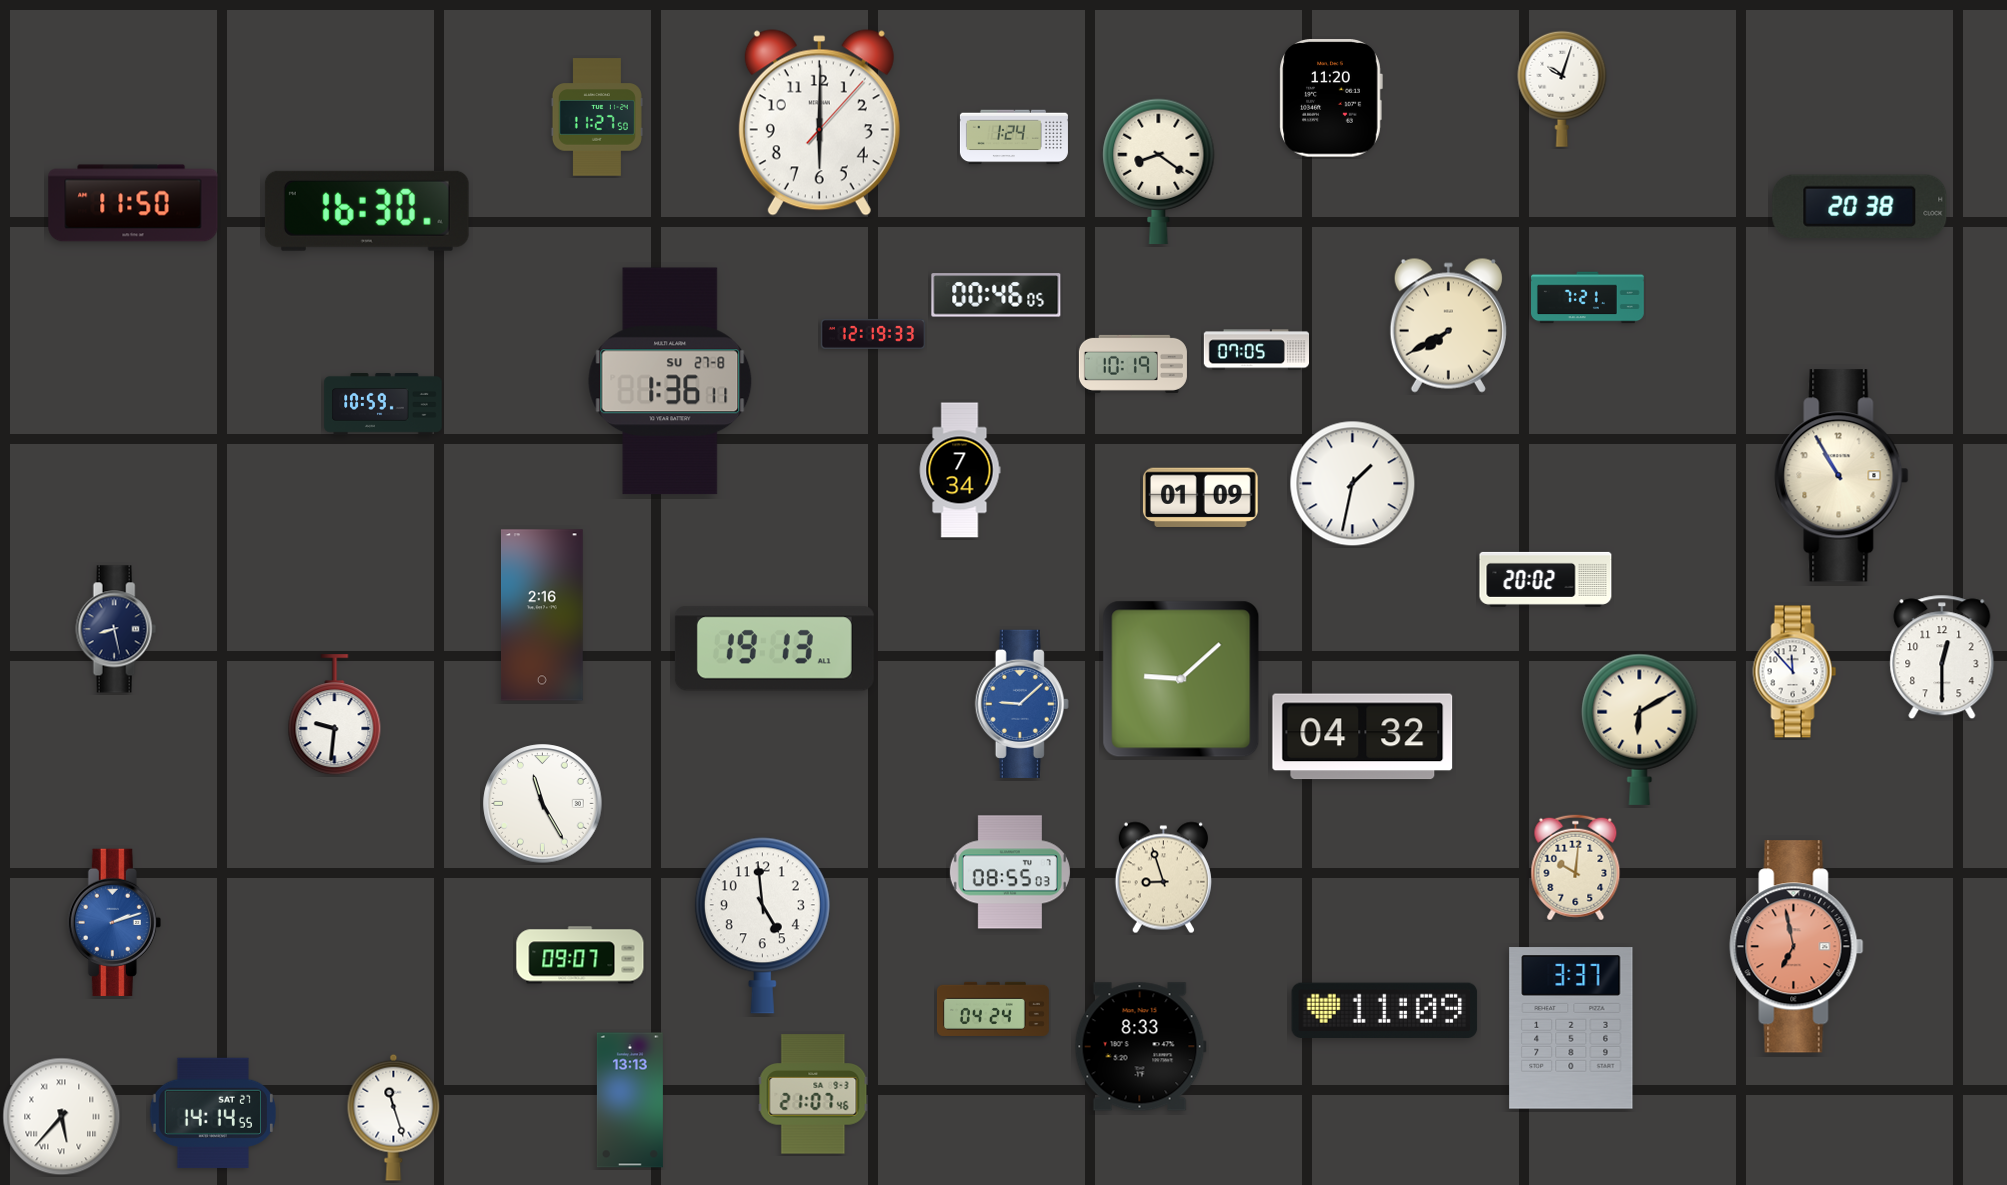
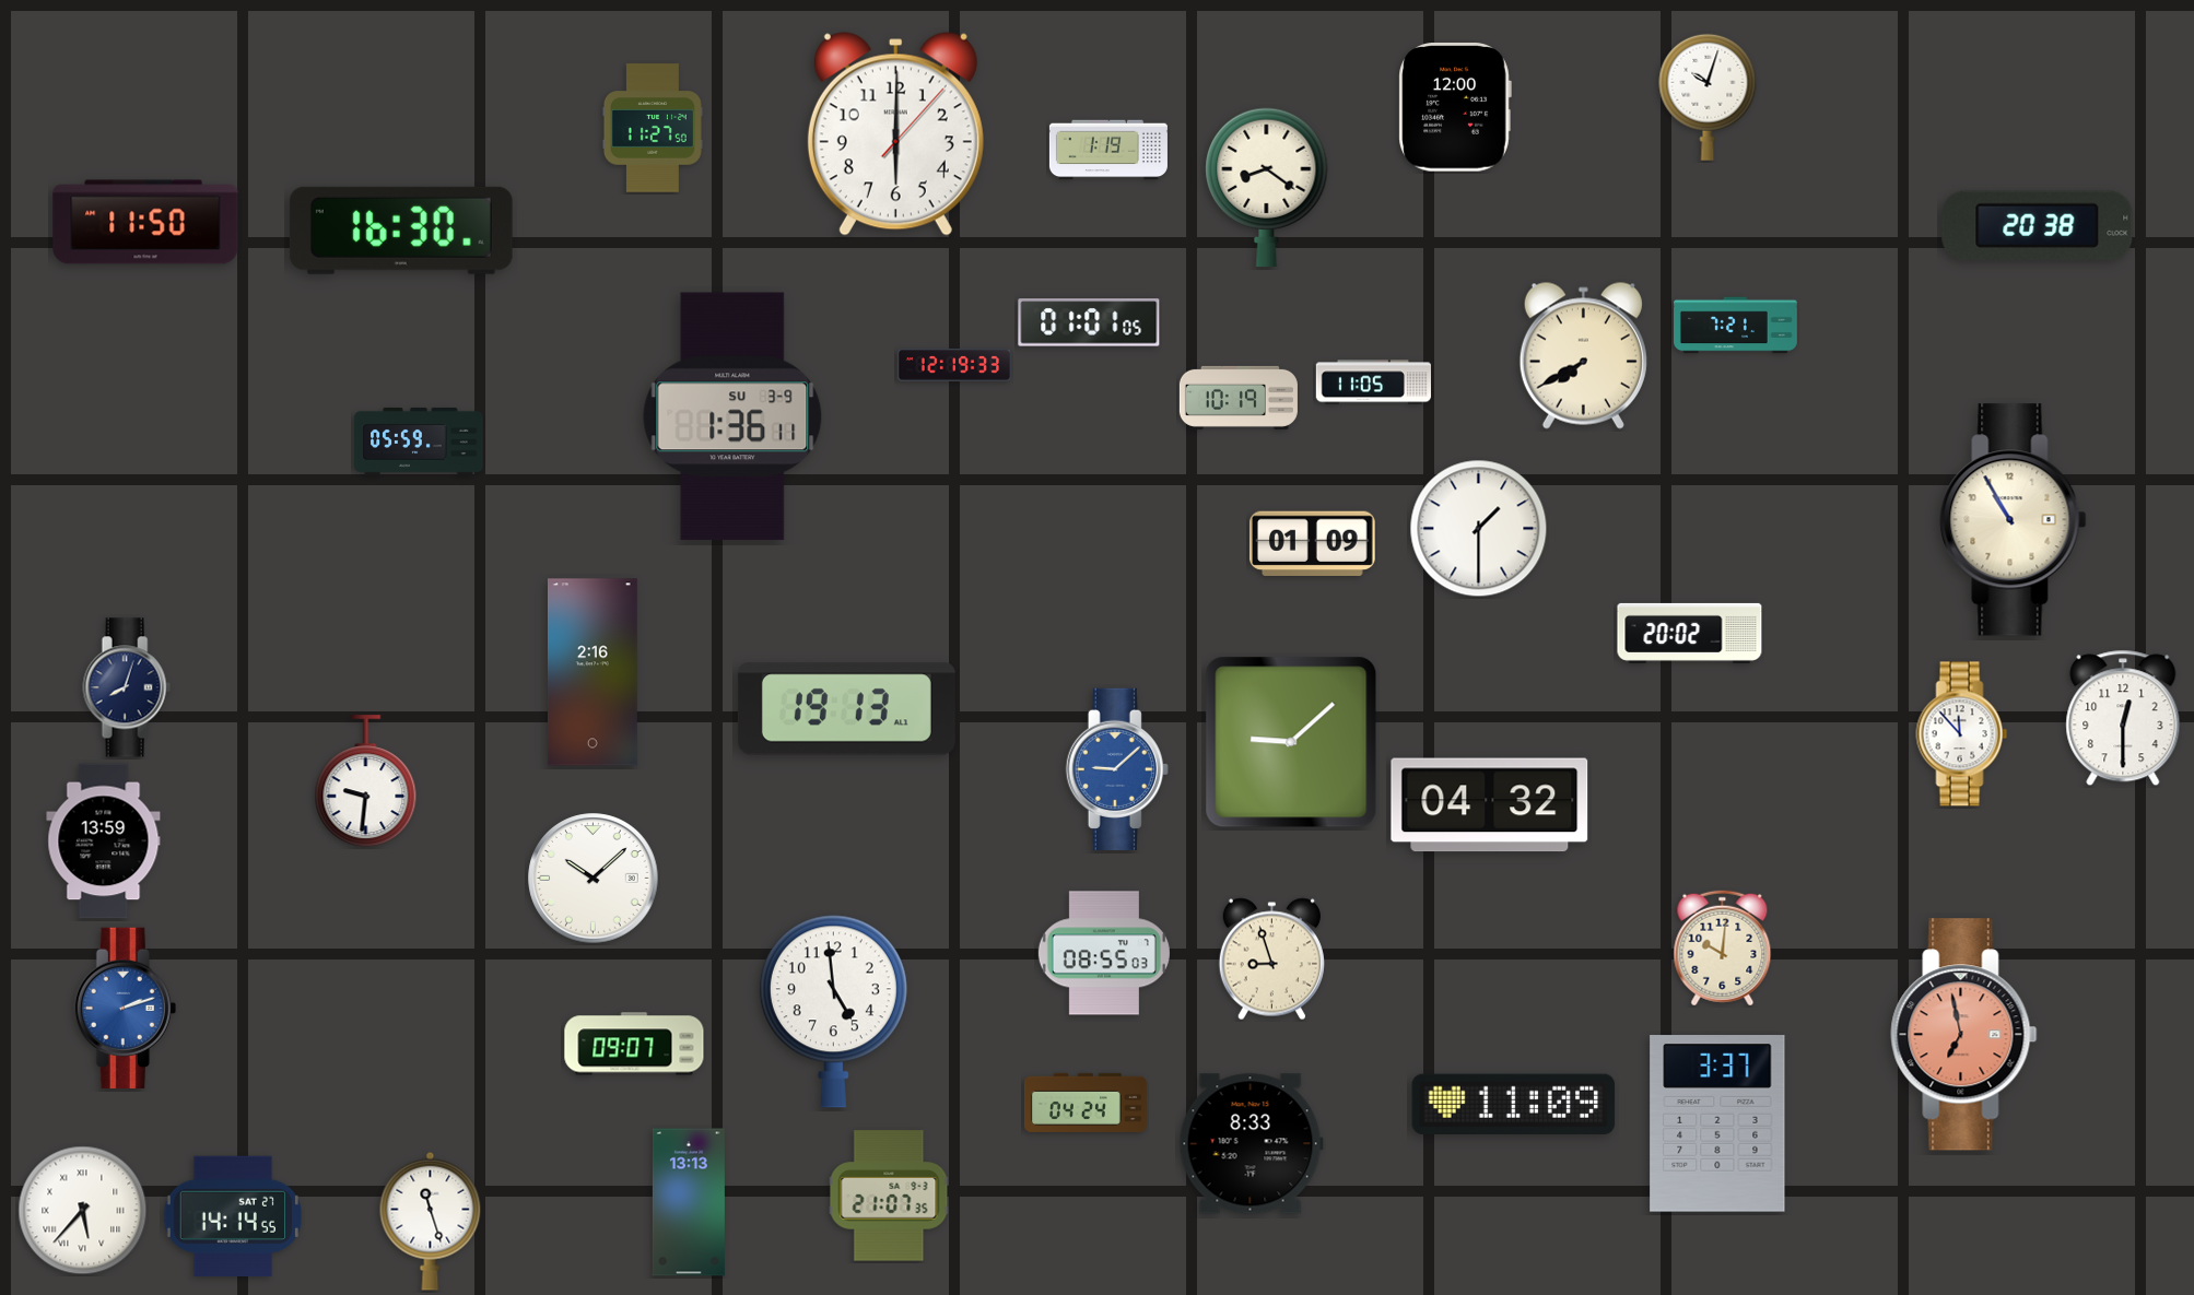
clock at (1331, 98): 11:20 -> 12:00
clock at (1014, 137): 1:24 -> 1:19
clock at (1860, 206) position: (1860, 206) -> (2038, 225)
clock at (996, 295): 00:46 -> 01:01
clock at (1256, 350): 07:05 -> 11:05
clock at (670, 381) date: SU 27-8 -> SU 3-9
clock at (383, 405): 10:59 -> 05:59
clock at (960, 470): 7:34 -> none
clock at (1353, 484): 1:32 -> 1:30
clock at (116, 629): 8:28 -> 8:03
clock at (1640, 729): 6:10 -> none
clock at (104, 841): none -> 13:59
clock at (543, 804): 11:25 -> 10:08
clock at (1140, 1047) position: (1140, 1047) -> (1251, 1144)
clock at (813, 1094): 21:07:46 -> 21:07:35
clock at (62, 1117) position: (62, 1117) -> (83, 1211)
